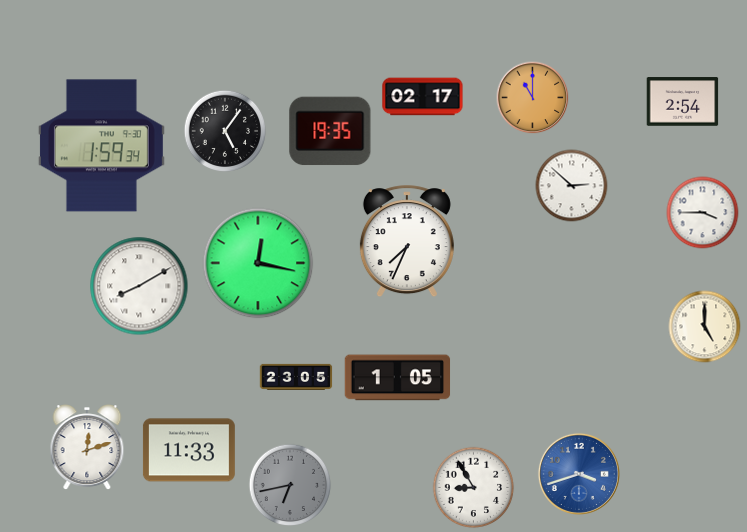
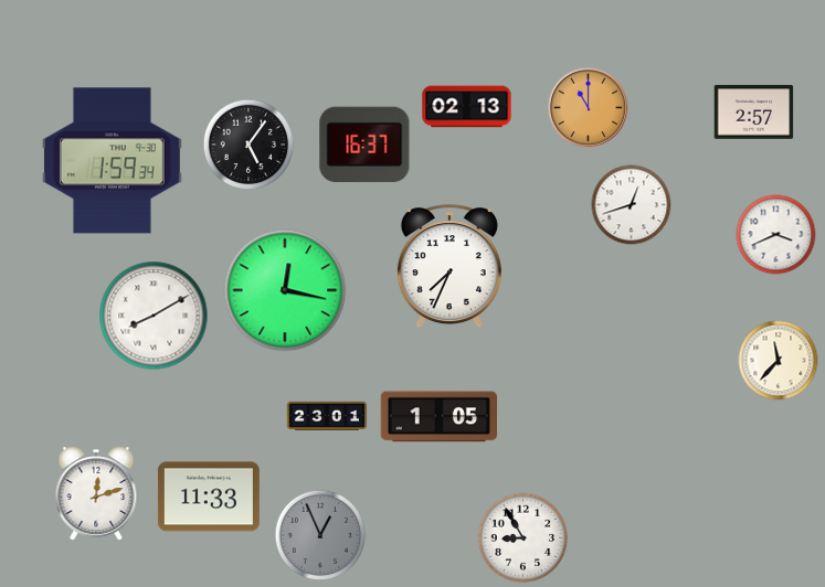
clock at (423, 97): 02:17 -> 02:13
clock at (683, 102): 2:54 -> 2:57
clock at (330, 131): 19:35 -> 16:37
clock at (572, 186): 2:52 -> 12:42
clock at (703, 213): 3:45 -> 3:41
clock at (705, 327): 5:00 -> 11:37
clock at (296, 377): 23:05 -> 23:01
clock at (579, 474): 3:42 -> none
clock at (290, 485): 6:43 -> 12:56
